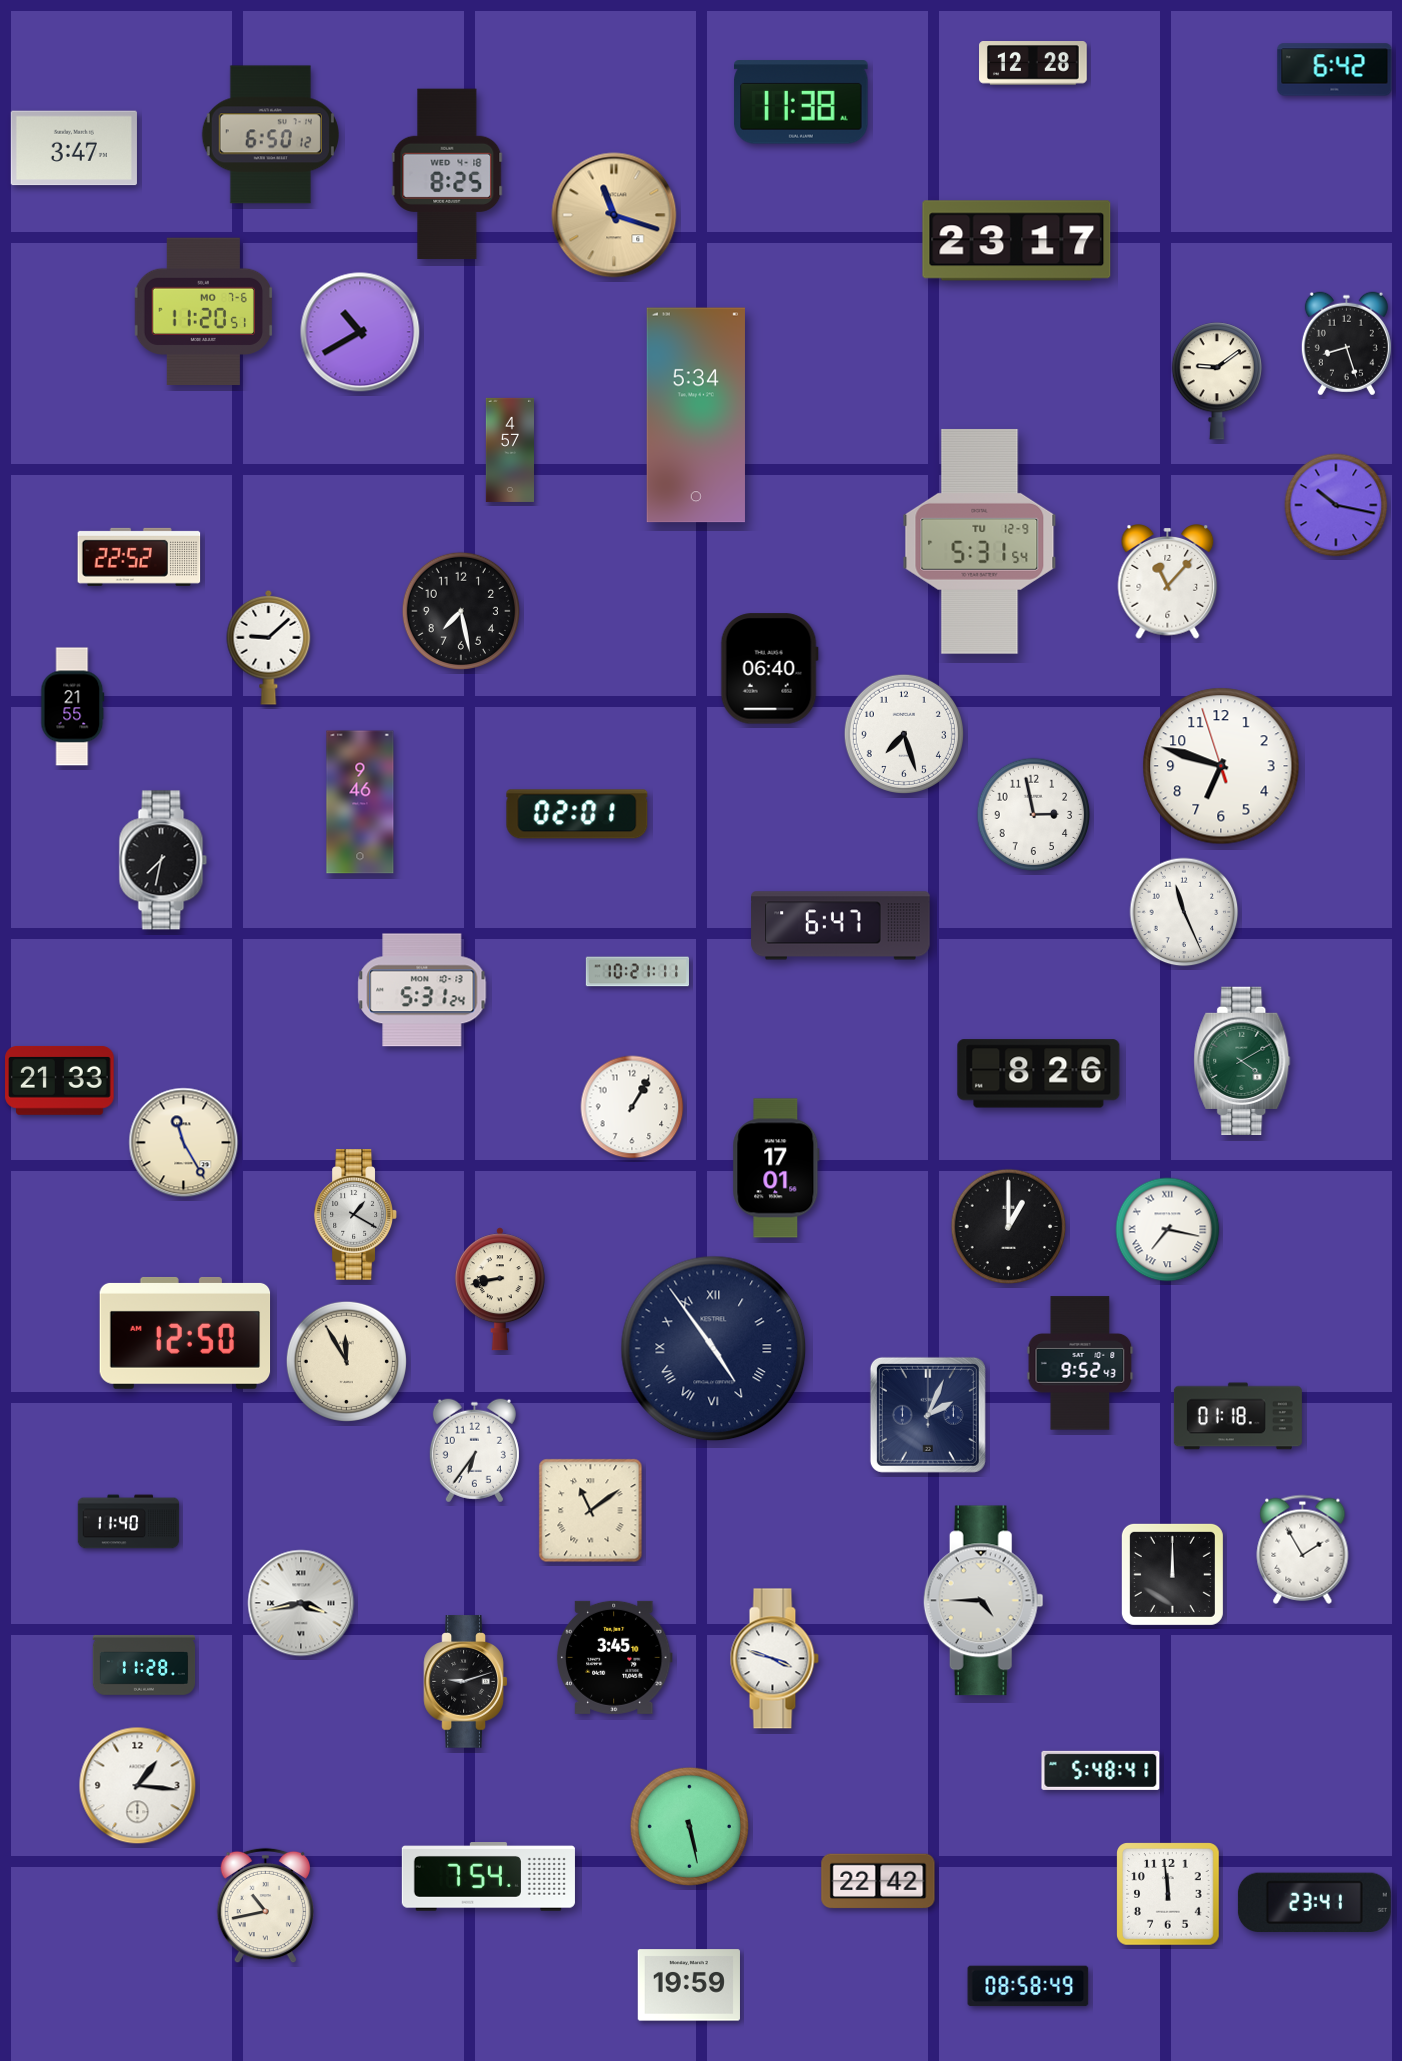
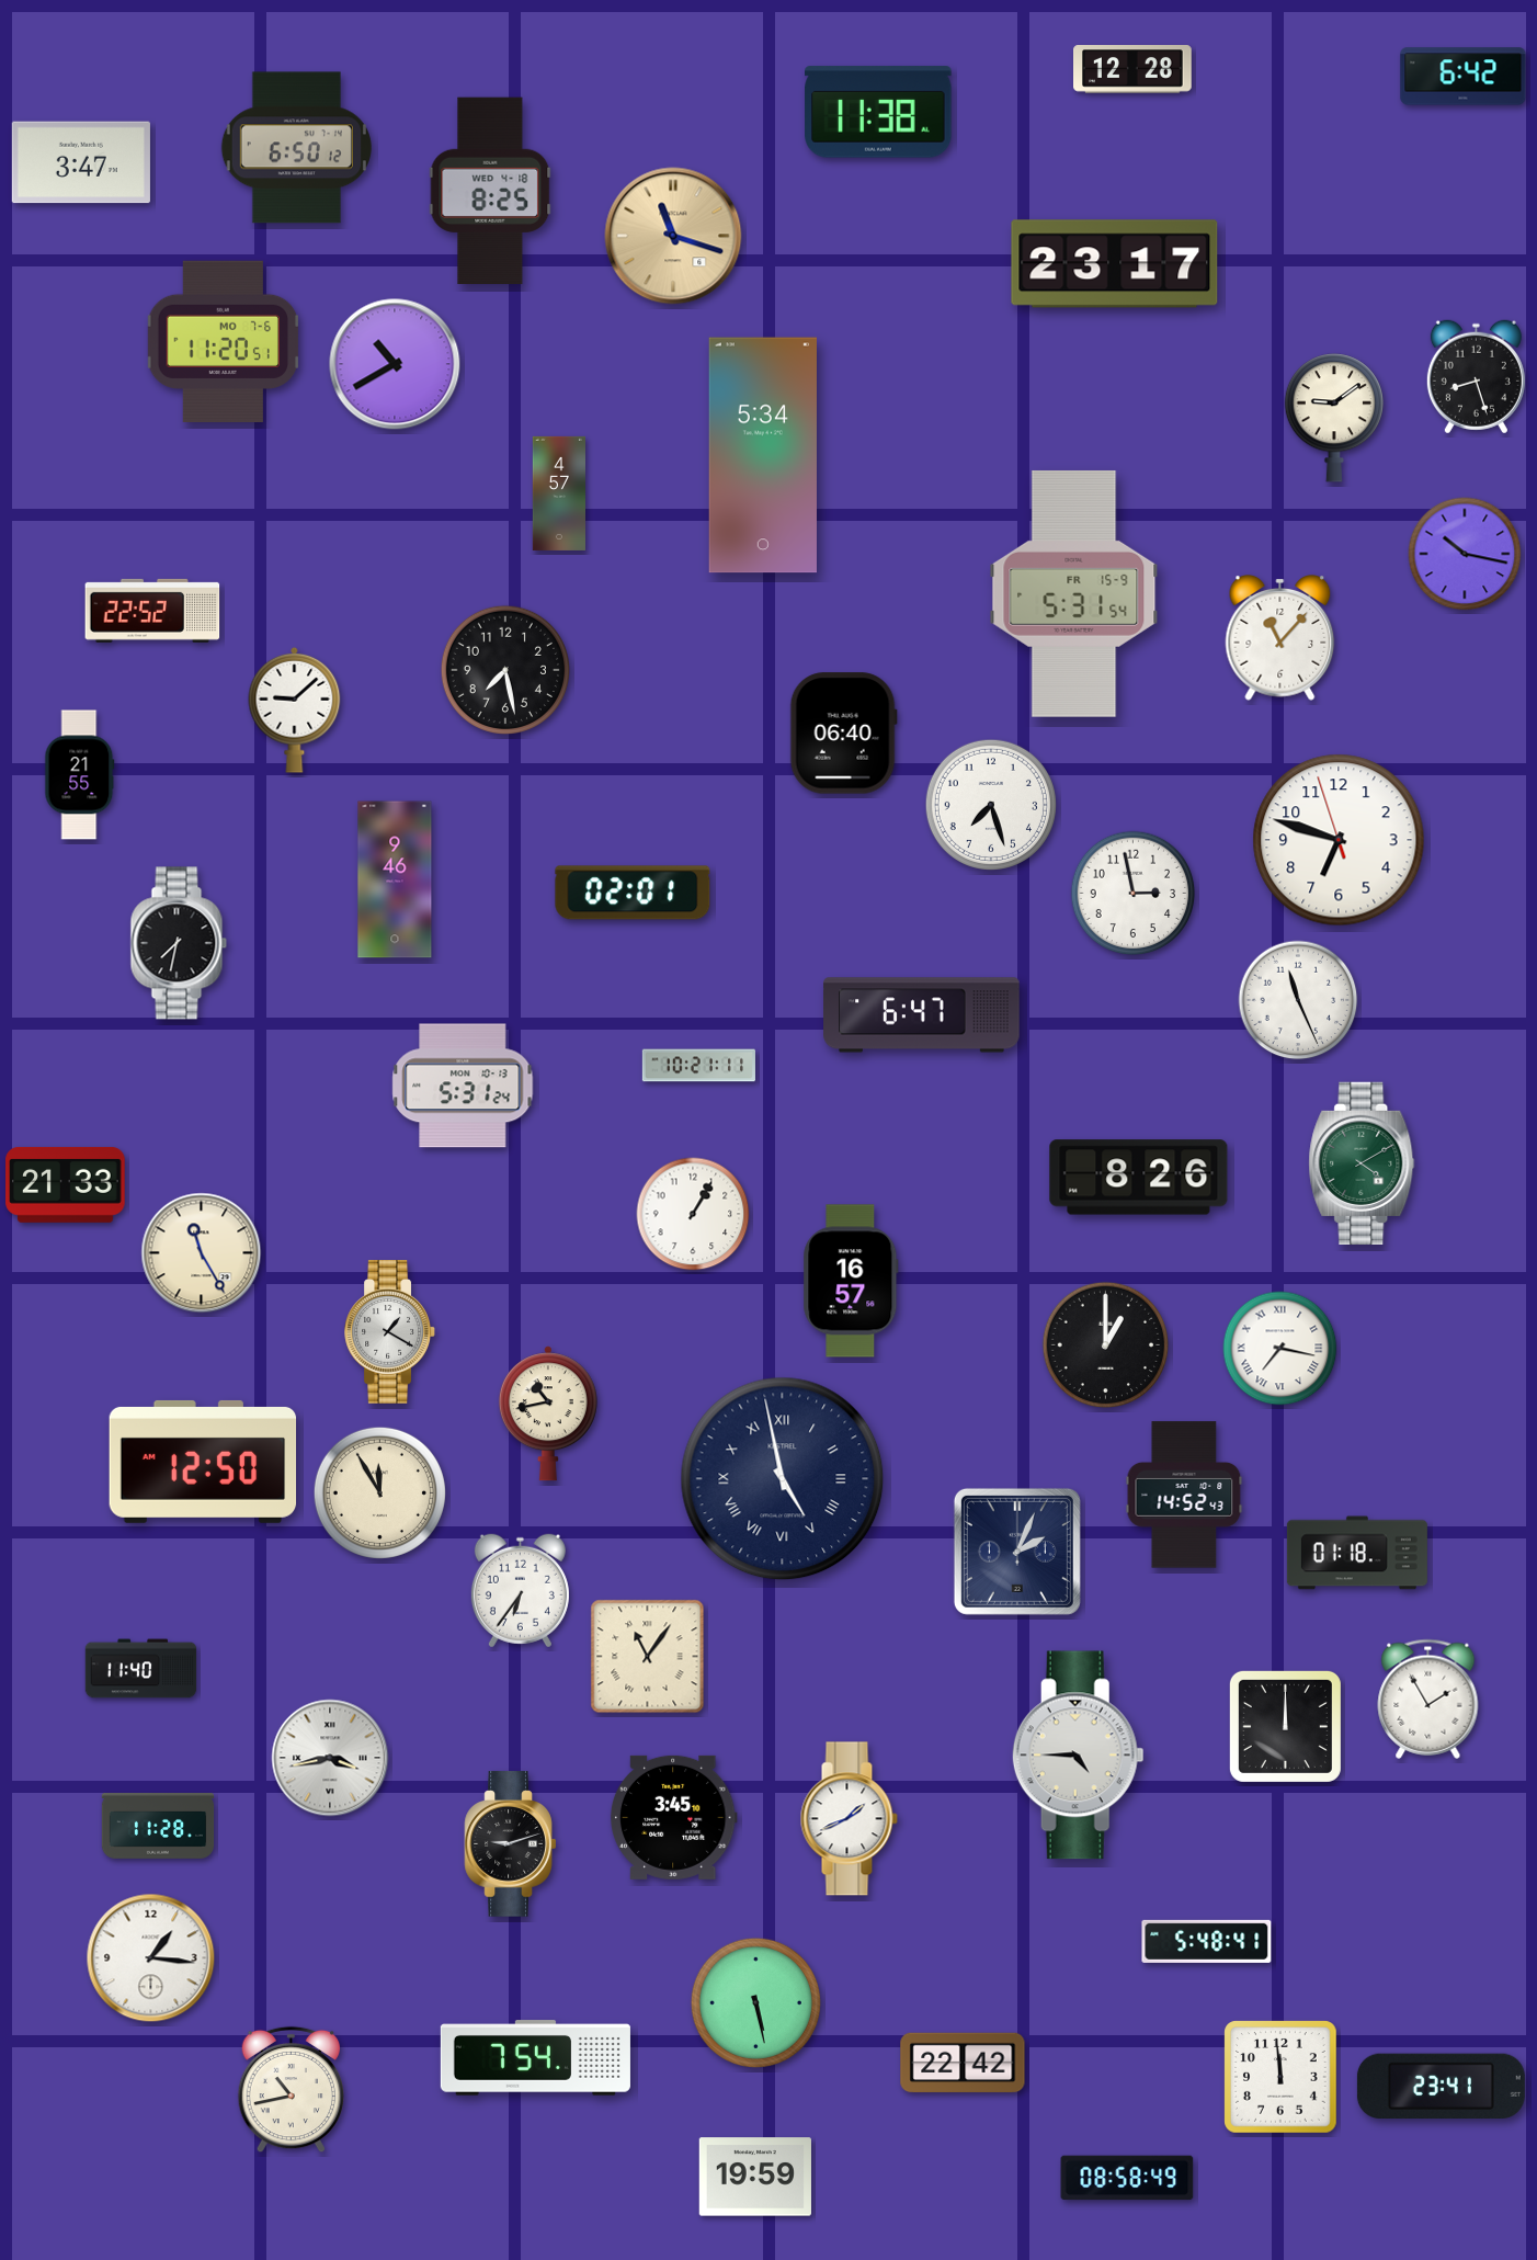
clock at (980, 541) date: TU 12-9 -> FR 15-9
clock at (776, 1168): 17:01 -> 16:57
clock at (500, 1289): 8:43 -> 10:43
clock at (714, 1349): 4:54 -> 4:58
clock at (1080, 1363): 9:52 -> 14:52
clock at (591, 1511): 11:09 -> 11:06
clock at (774, 1659): 3:48 -> 1:41
